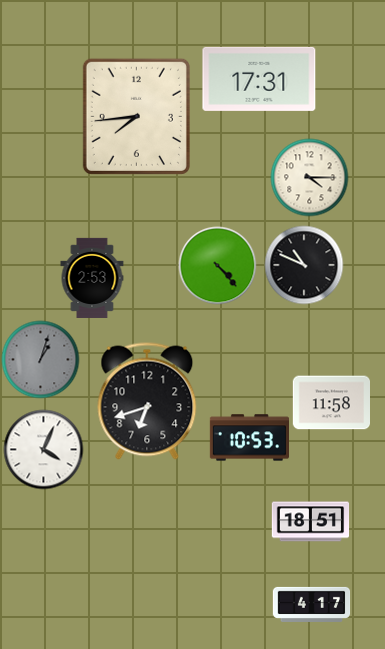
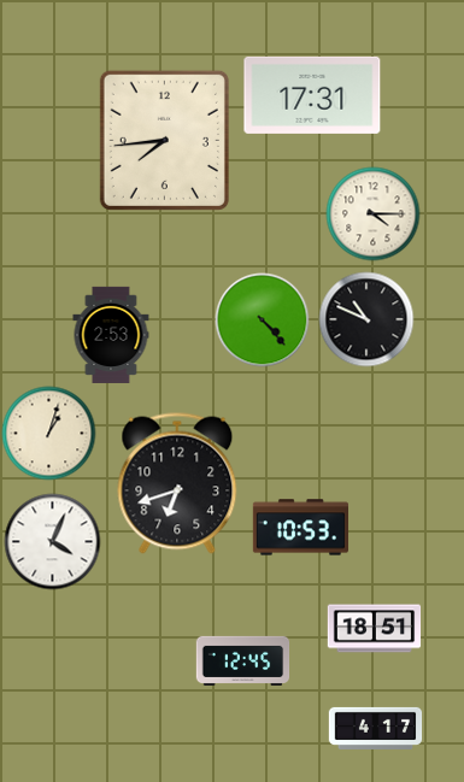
clock at (40, 359) dial: grey -> cream
clock at (331, 403): 11:58 -> none
clock at (242, 660): none -> 12:45
